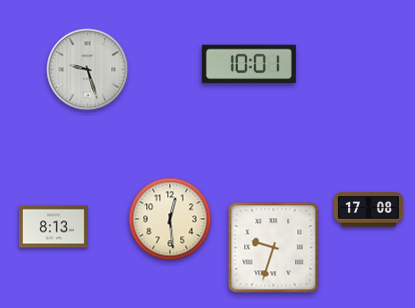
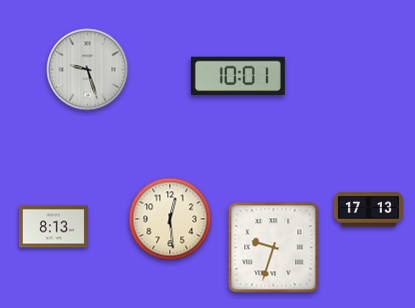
clock at (249, 64) position: (249, 64) -> (238, 76)
clock at (368, 210): 17:08 -> 17:13
